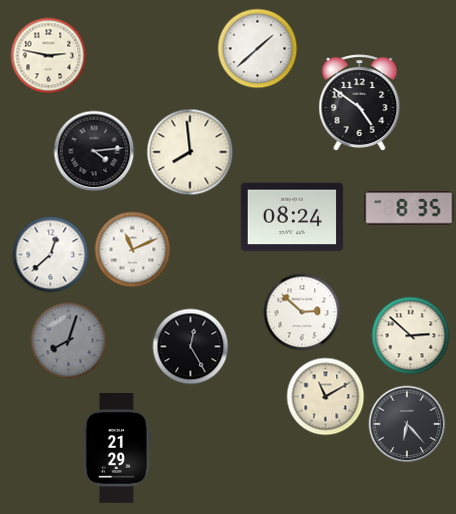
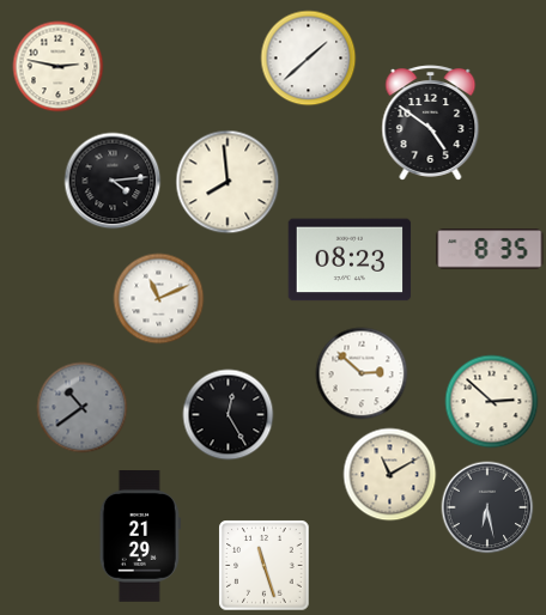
clock at (292, 217): 08:24 -> 08:23
clock at (51, 255): 12:38 -> none
clock at (69, 341): 8:03 -> 10:39
clock at (407, 424): 6:23 -> 6:28
clock at (265, 566): none -> 11:27
